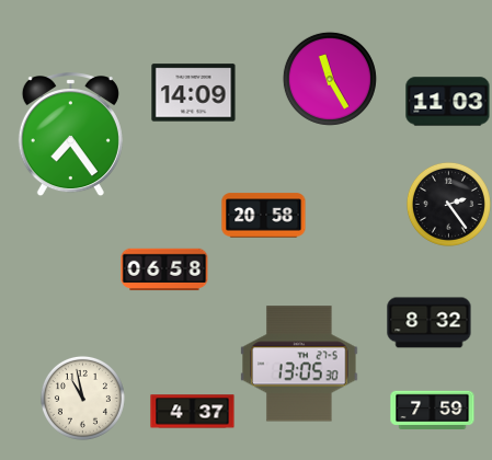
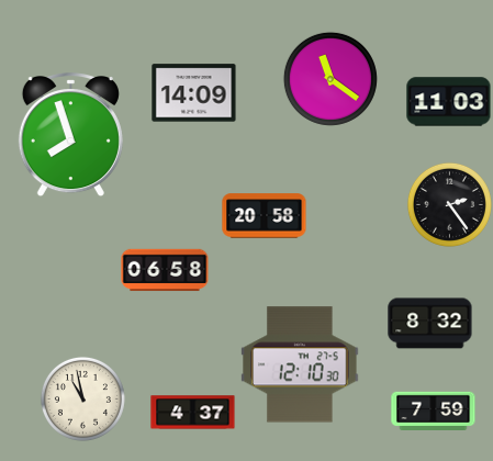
clock at (330, 79): 11:25 -> 11:21
clock at (70, 136): 7:24 -> 7:57
clock at (299, 364): 13:05 -> 12:10
